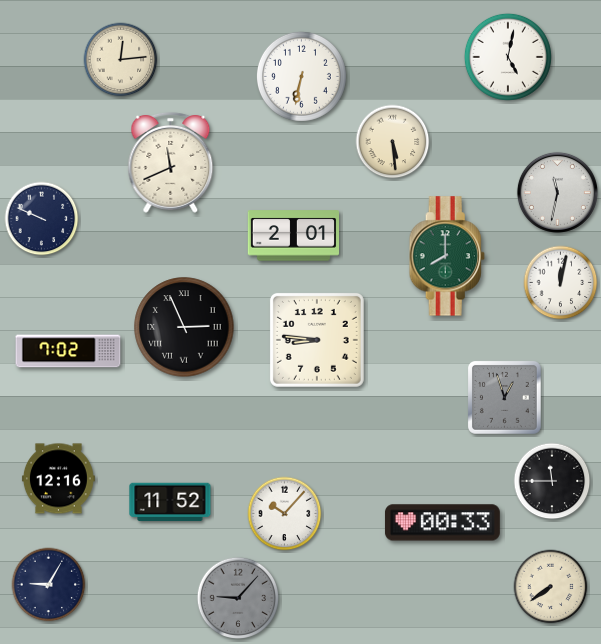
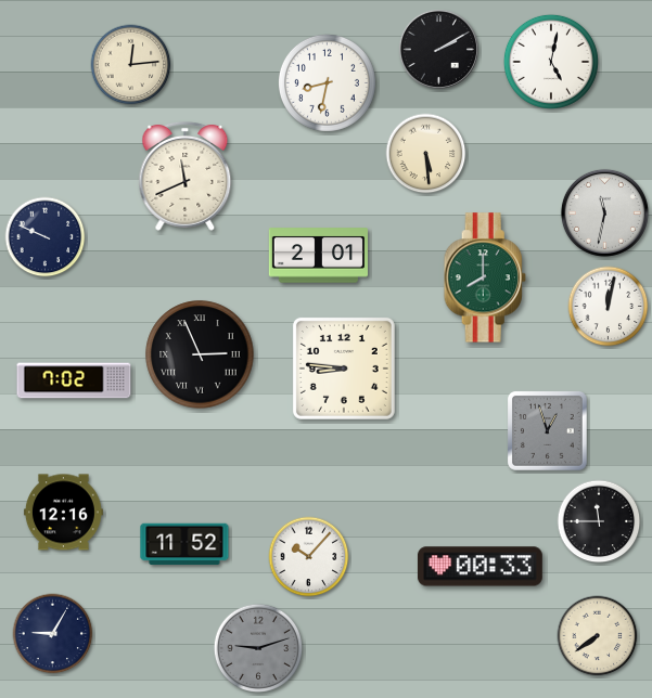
clock at (438, 49): none -> 2:10
clock at (301, 76): 6:32 -> 8:32
clock at (557, 192) position: (557, 192) -> (604, 212)
clock at (58, 479) position: (58, 479) -> (63, 513)
clock at (237, 597): 9:07 -> 9:12
